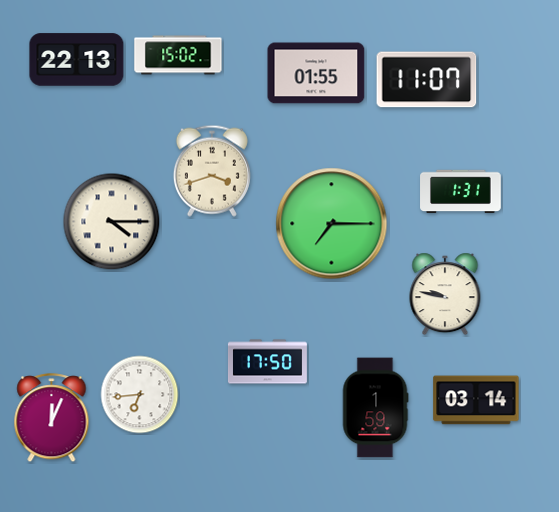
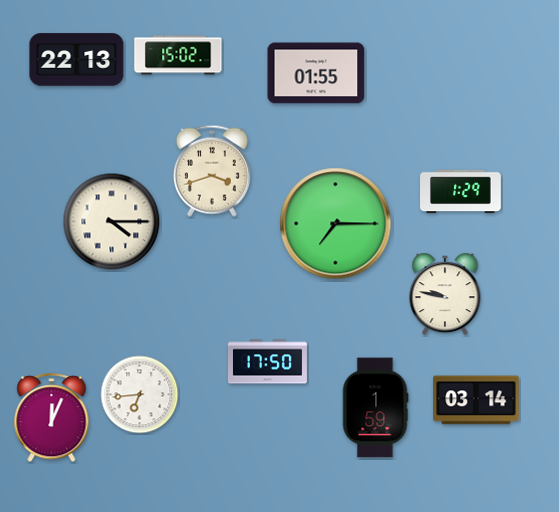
clock at (427, 80): 11:07 -> none
clock at (461, 192): 1:31 -> 1:29
clock at (332, 224) position: (332, 224) -> (336, 224)
